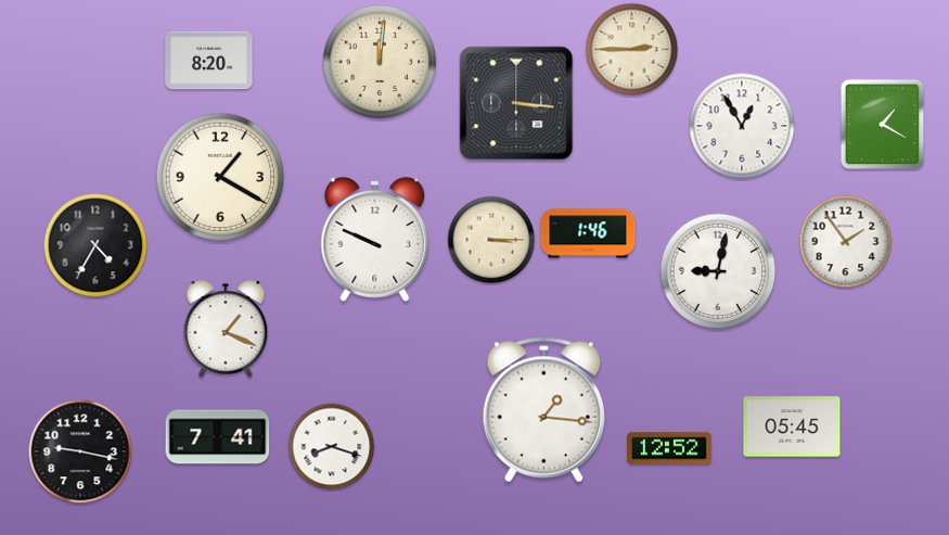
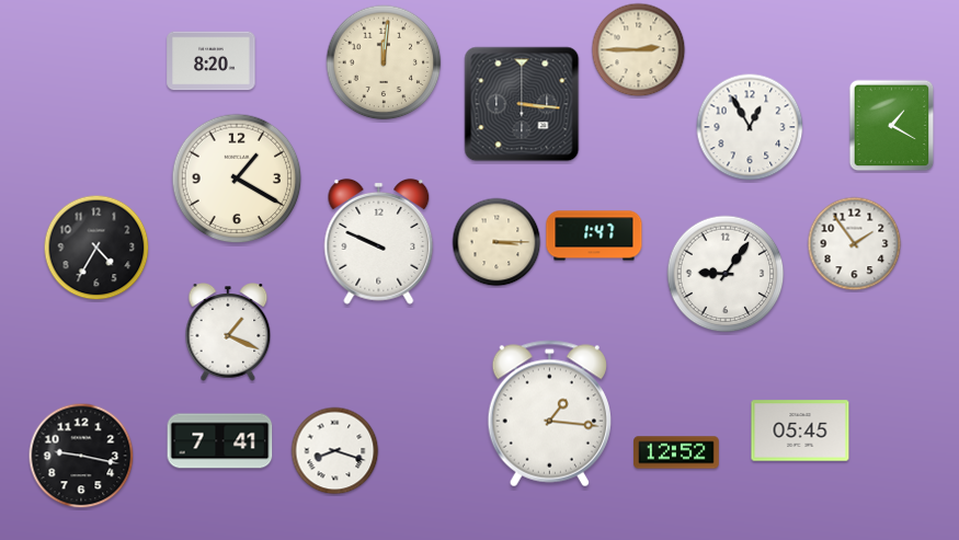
clock at (220, 177) position: (220, 177) -> (237, 179)
clock at (588, 233): 1:46 -> 1:47
clock at (718, 271): 9:02 -> 9:06
